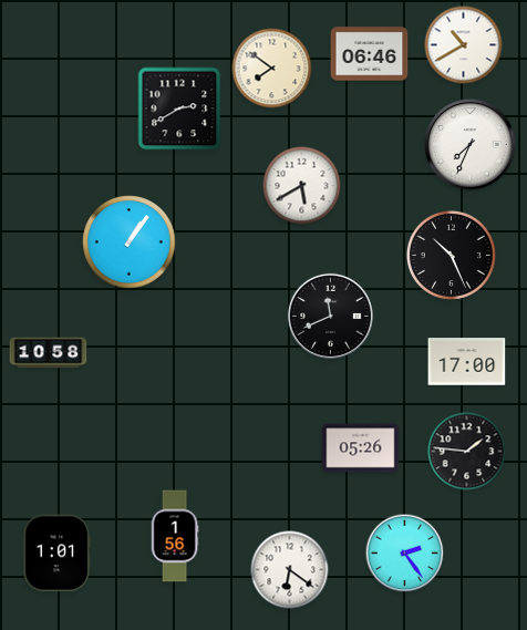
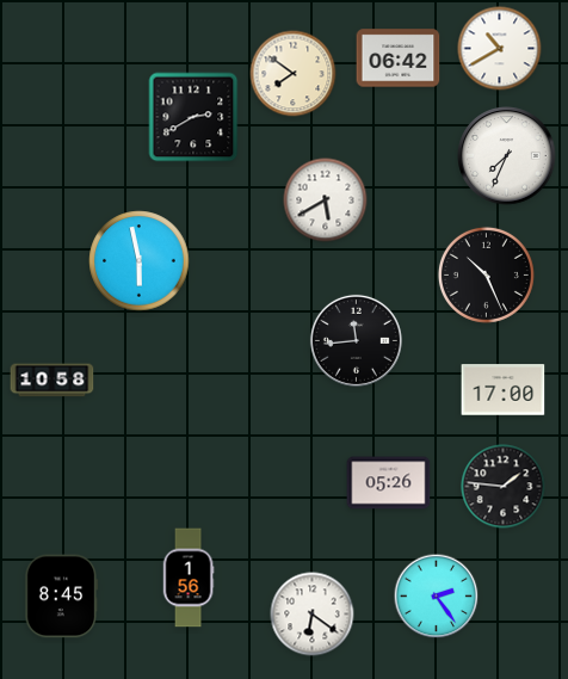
clock at (370, 54): 06:46 -> 06:42
clock at (130, 242): 1:06 -> 5:58
clock at (330, 316): 11:41 -> 11:44
clock at (58, 554): 1:01 -> 8:45
